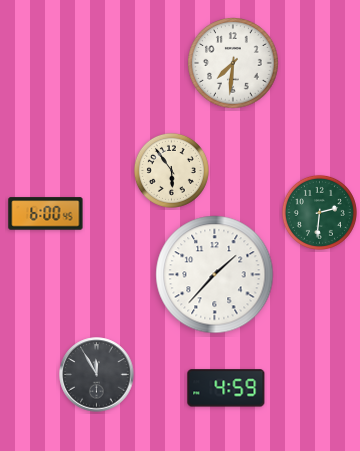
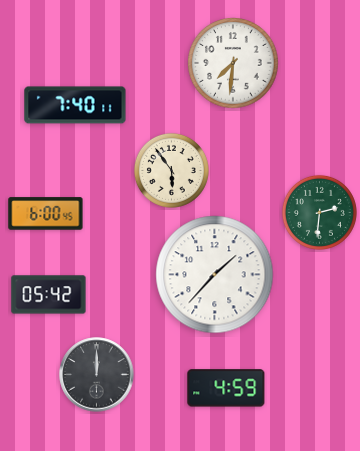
clock at (75, 105): none -> 7:40
clock at (49, 295): none -> 05:42
clock at (97, 375): 11:55 -> 12:00
